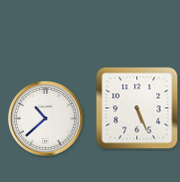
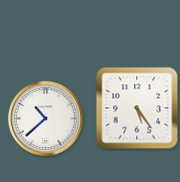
clock at (137, 108): 5:26 -> 5:24
